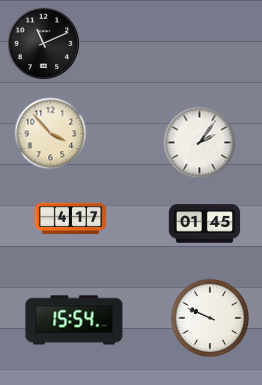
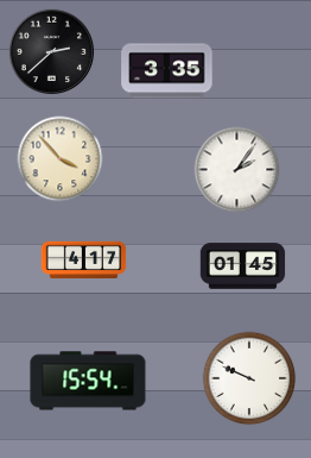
clock at (44, 44): 11:11 -> 2:38
clock at (167, 71): none -> 3:35
